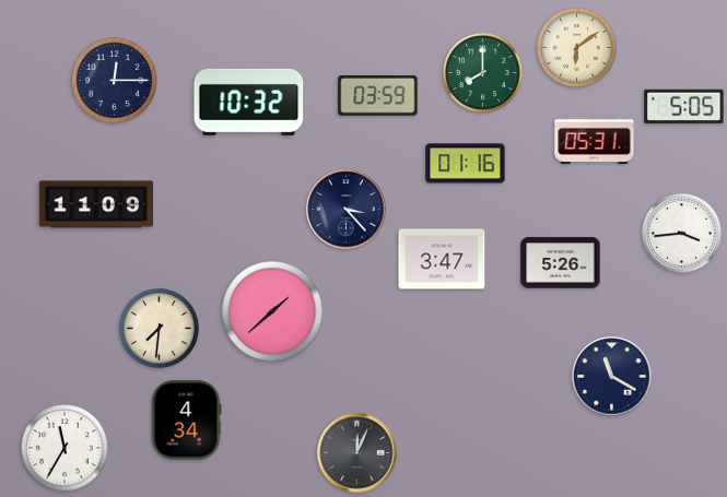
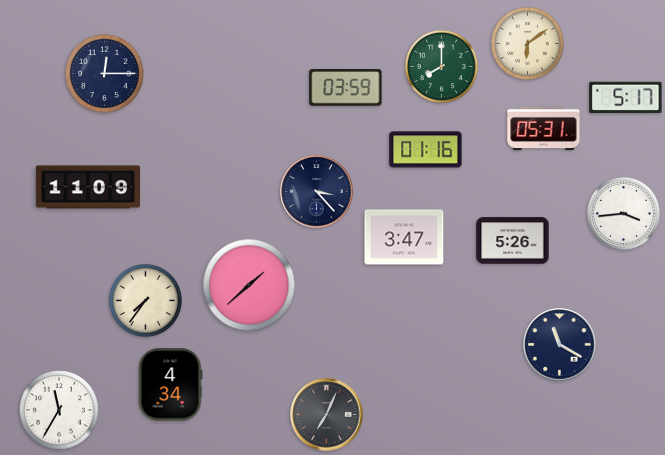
clock at (249, 102): 10:32 -> none
clock at (684, 106): 5:05 -> 5:17
clock at (159, 328): 7:31 -> 7:36
clock at (357, 453): 12:04 -> 7:04
